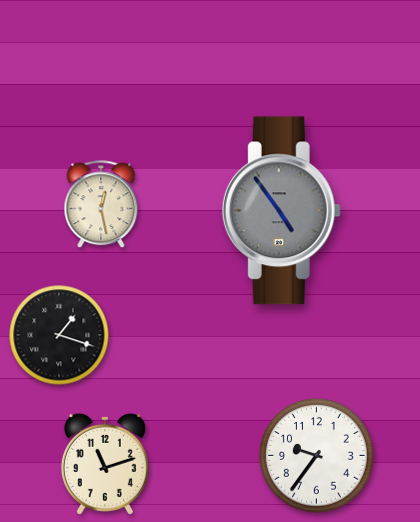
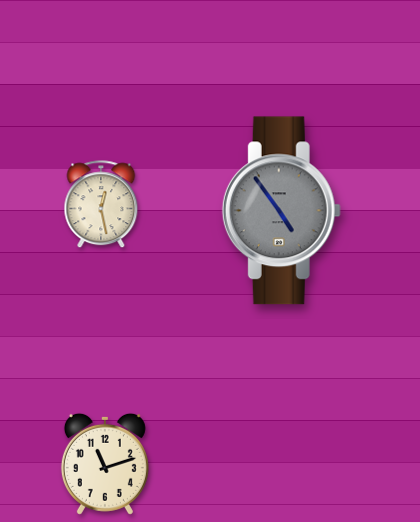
clock at (59, 335): 1:18 -> none
clock at (317, 456): 9:36 -> none
